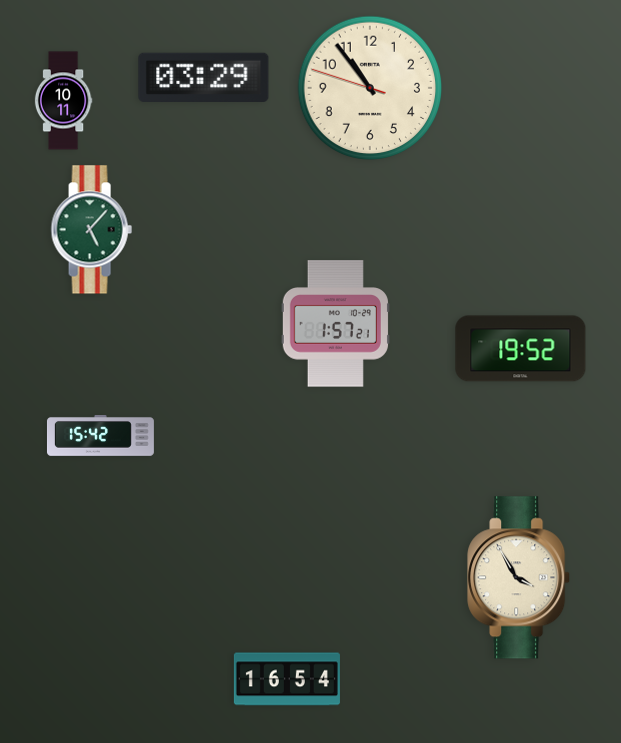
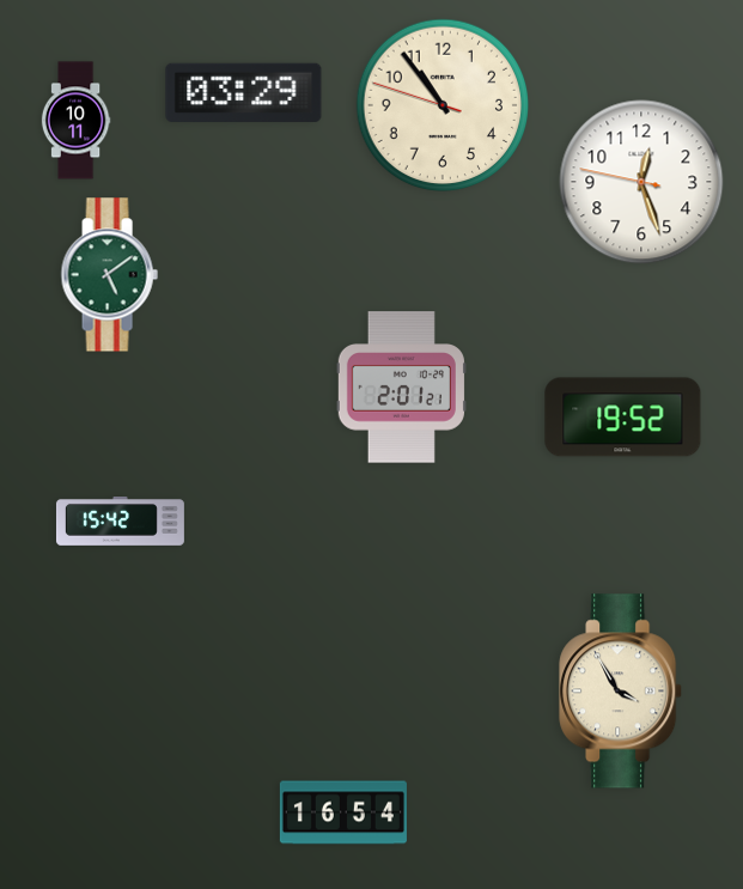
clock at (641, 182): none -> 12:26
clock at (91, 230): 5:07 -> 5:09
clock at (335, 324): 1:57 -> 2:01
